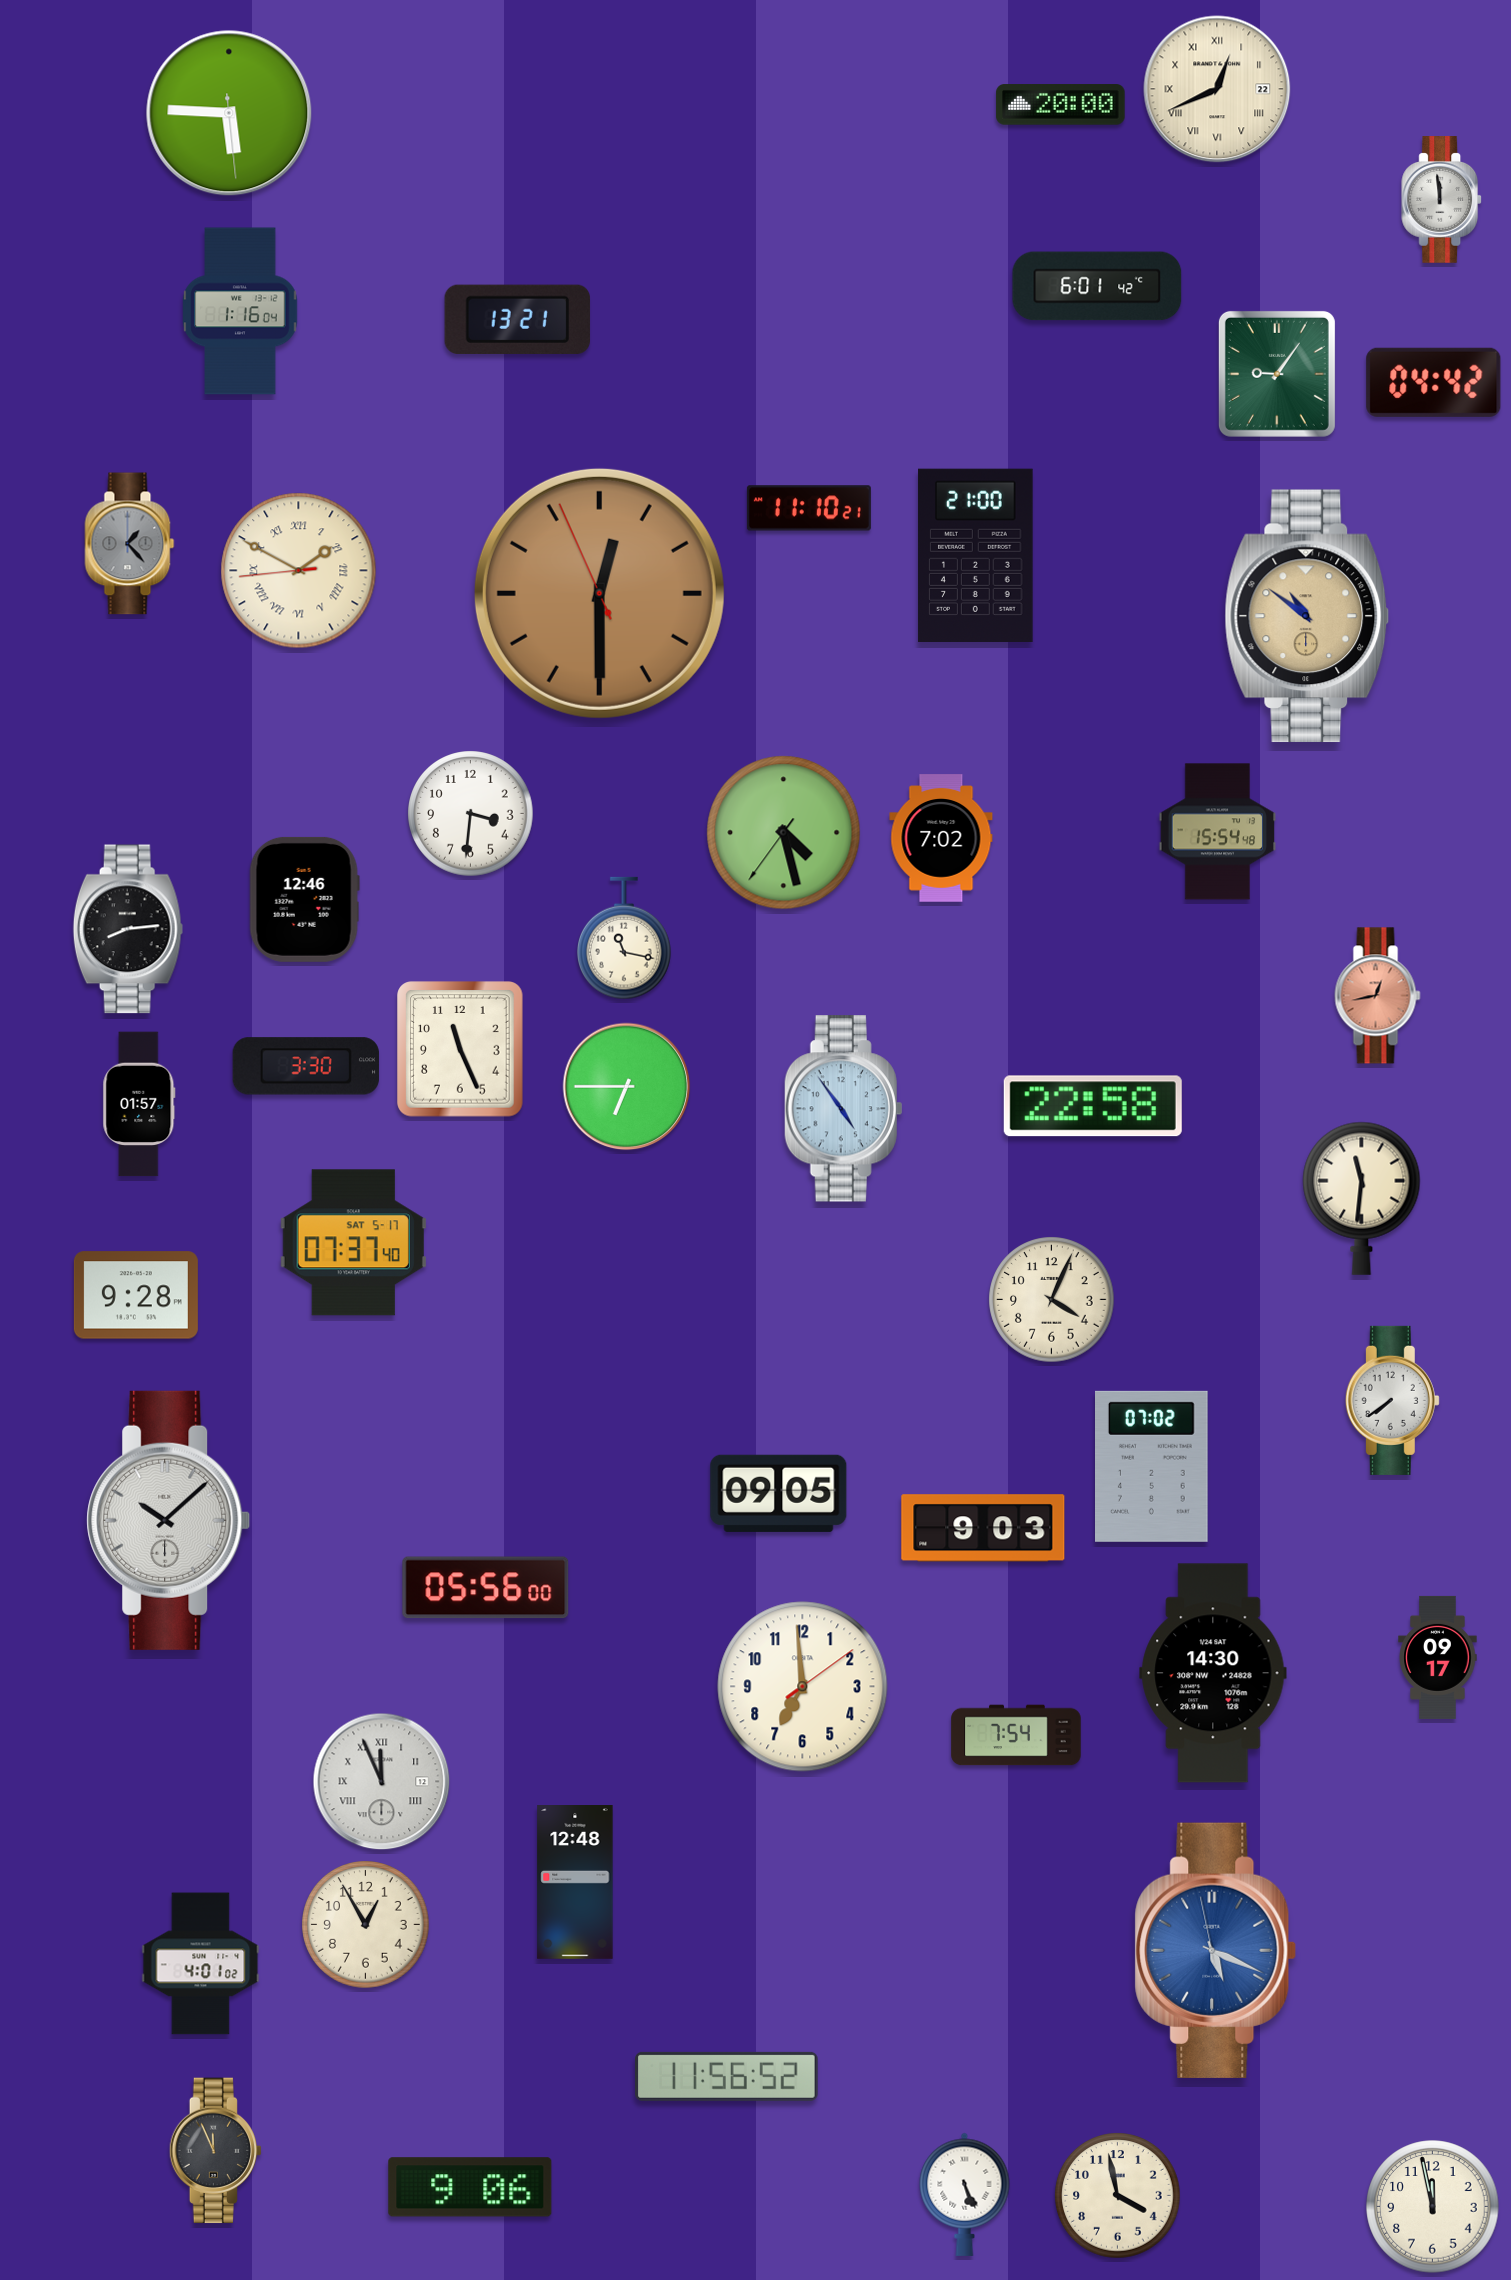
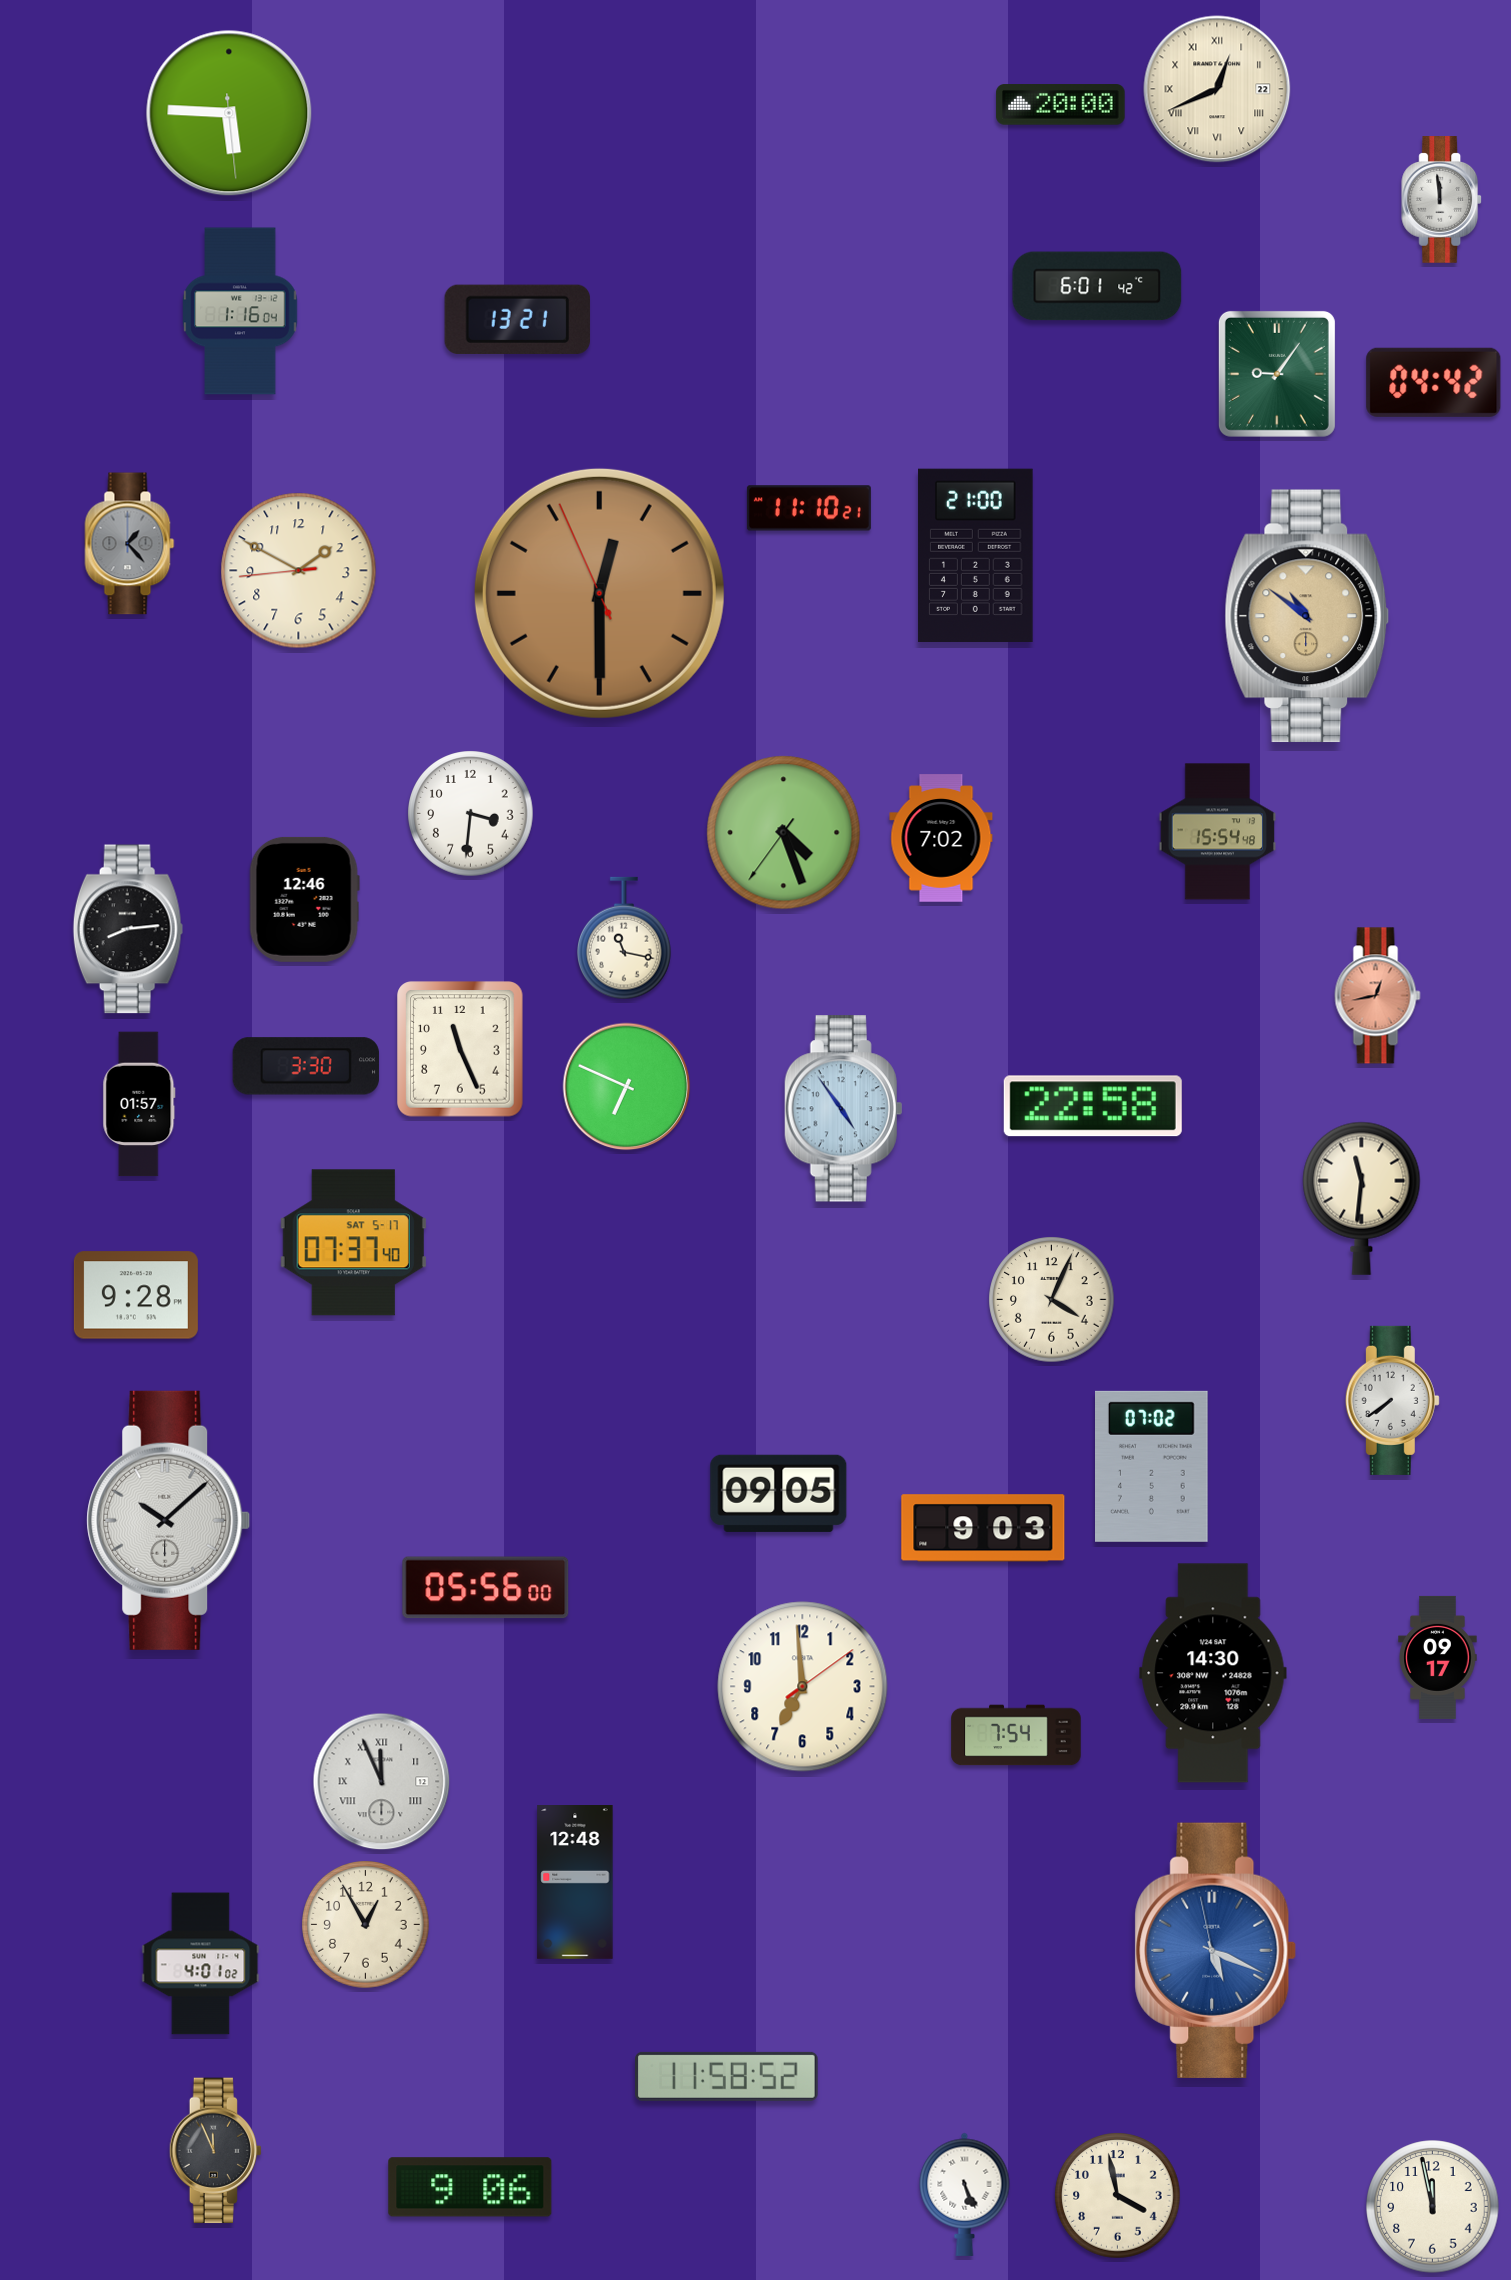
clock at (299, 571) numerals: Roman -> Arabic
clock at (784, 833): 4:27 -> 4:26
clock at (627, 1087): 6:45 -> 6:49
clock at (727, 2076): 11:56 -> 11:58
